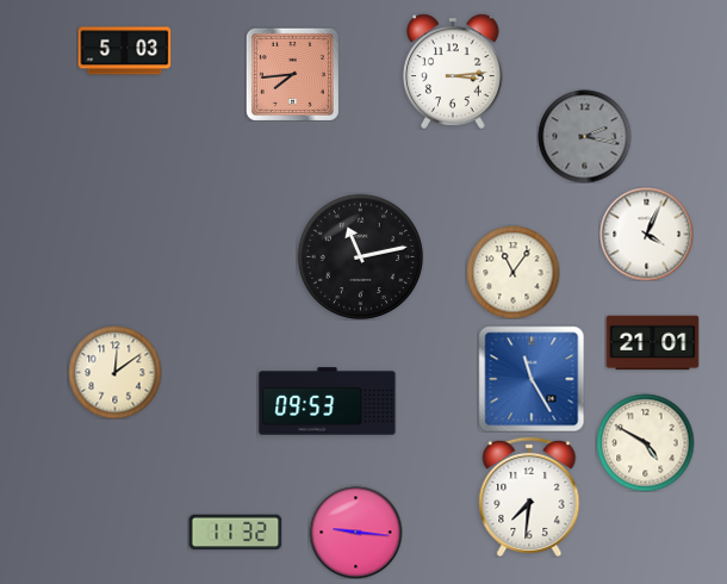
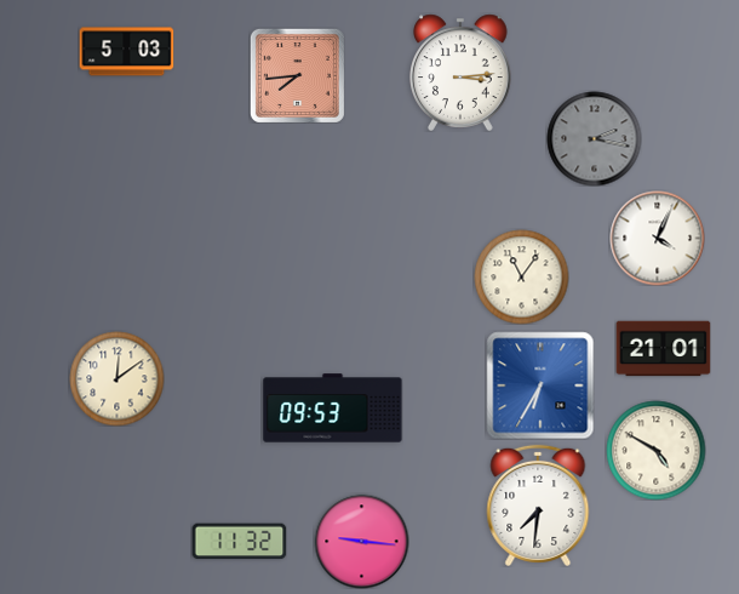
clock at (360, 256): 11:13 -> none
clock at (532, 379): 11:25 -> 6:35
